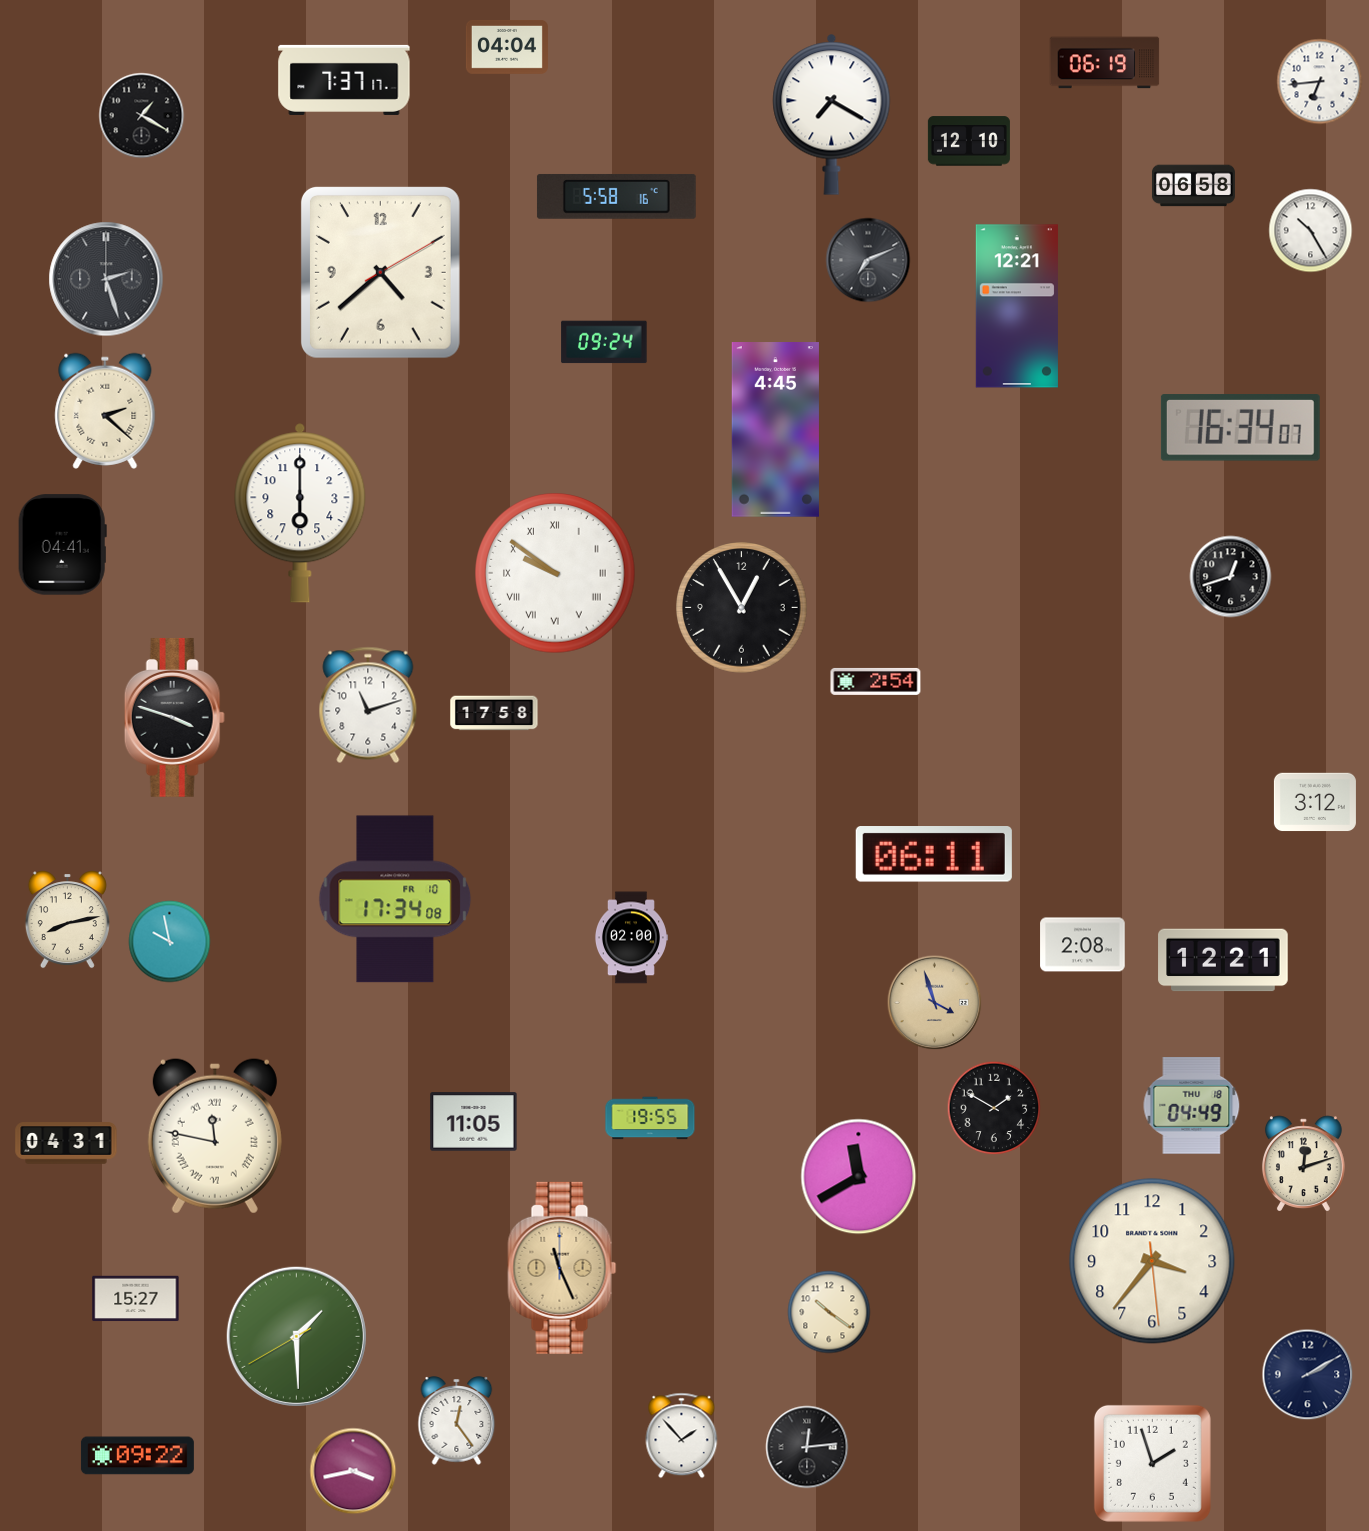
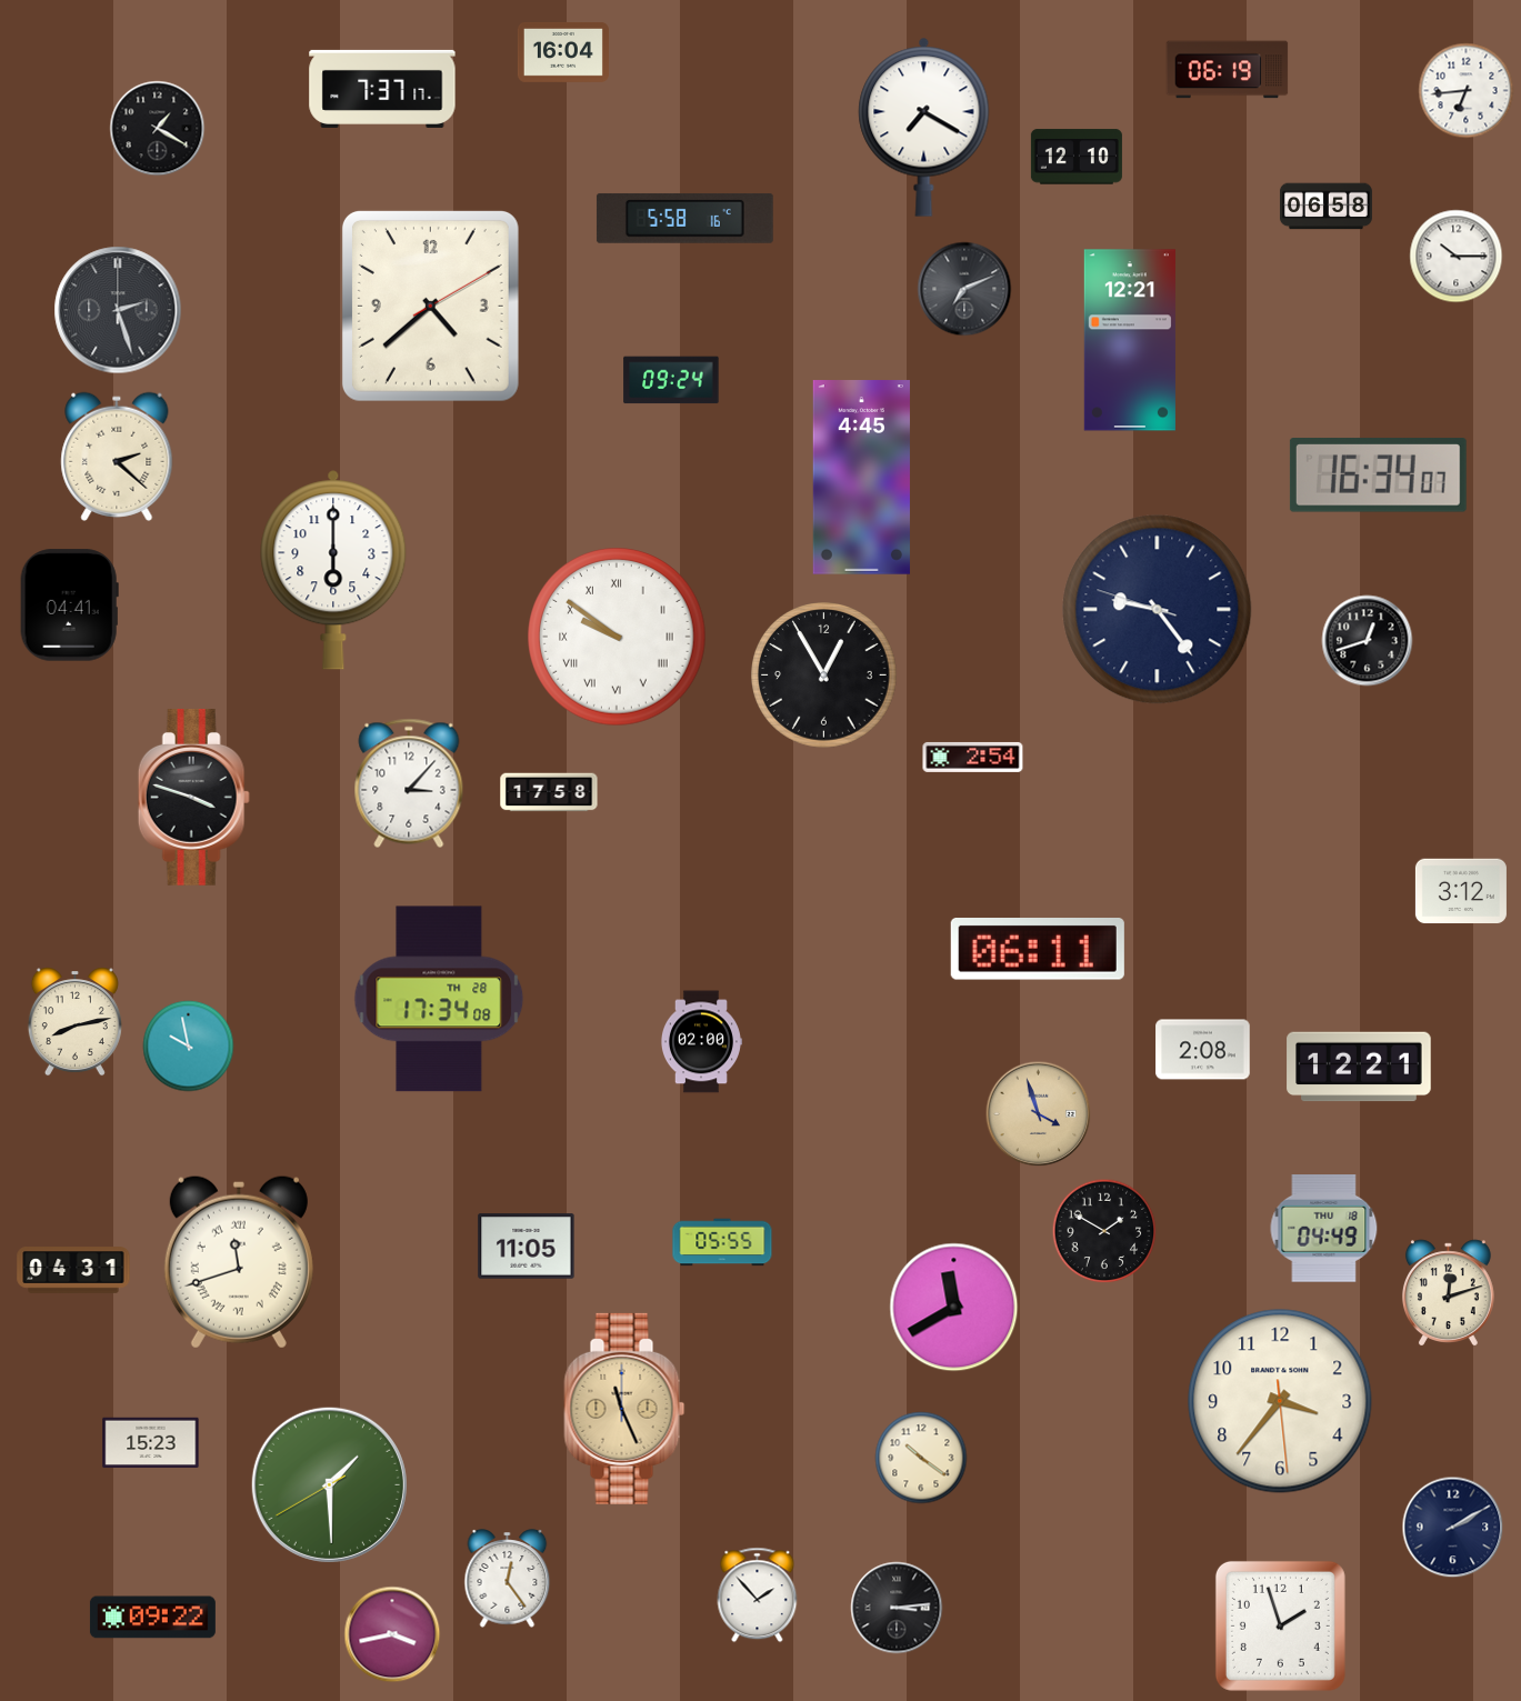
clock at (507, 48): 04:04 -> 16:04
clock at (1311, 231): 10:25 -> 10:15
clock at (380, 272) position: (380, 272) -> (430, 306)
clock at (1158, 610): none -> 9:23
clock at (368, 705): 11:12 -> 3:07
clock at (395, 899) date: FR 10 -> TH 28
clock at (650, 1118): 19:55 -> 05:55
clock at (215, 1136): 11:47 -> 11:42
clock at (136, 1299): 15:27 -> 15:23
clock at (807, 1447): 12:14 -> 3:14
